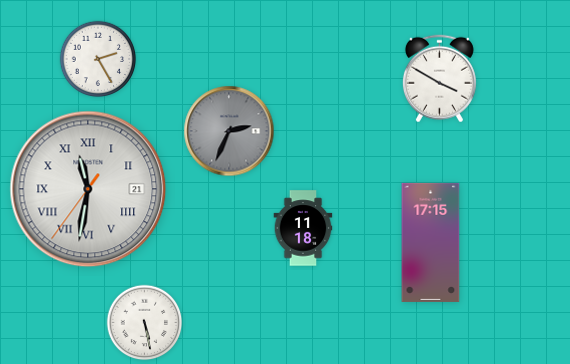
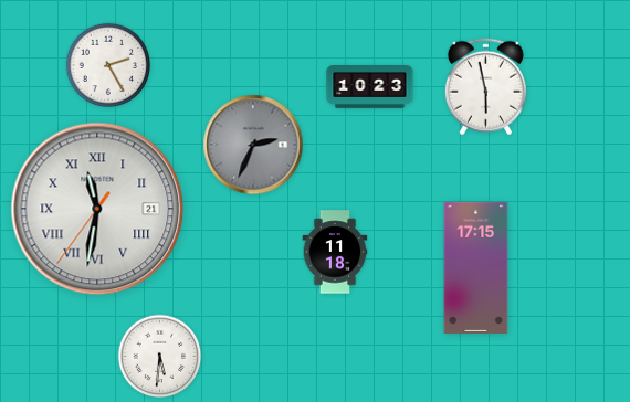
clock at (370, 87): none -> 10:23
clock at (439, 79): 3:50 -> 5:58
clock at (145, 323): 5:28 -> 5:31
